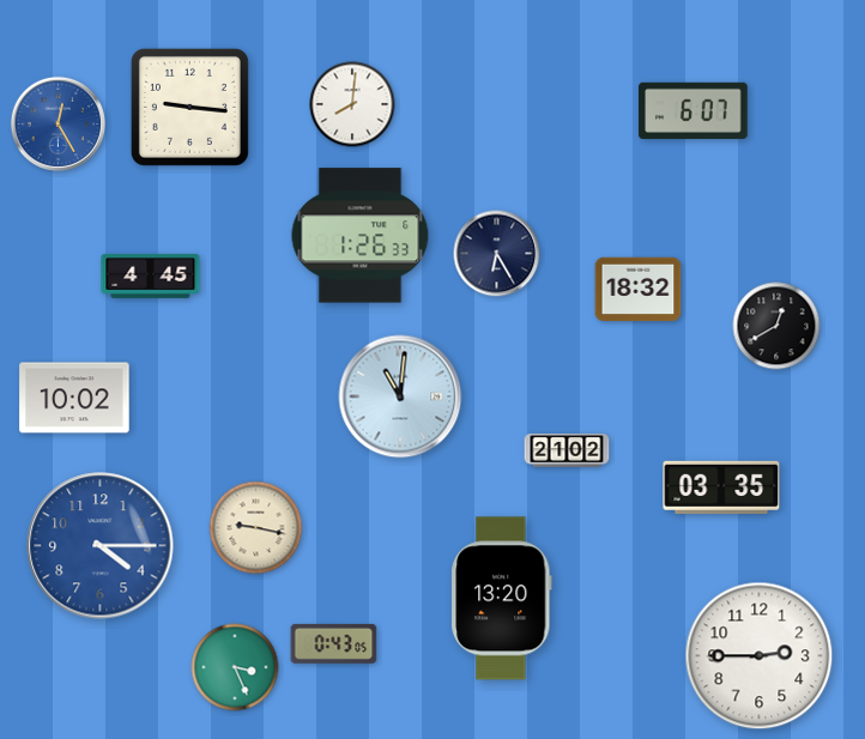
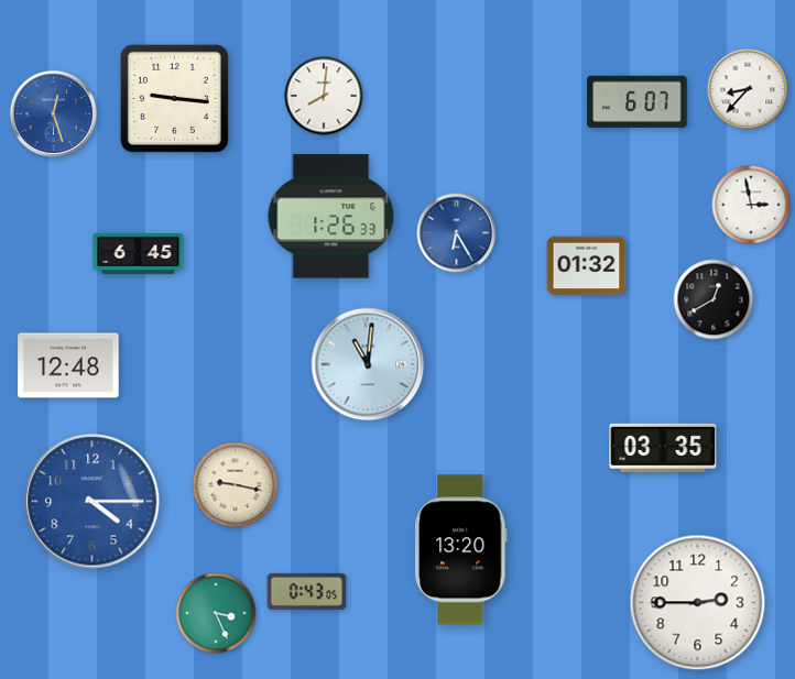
clock at (748, 89): none -> 8:37
clock at (58, 123): 12:25 -> 12:27
clock at (751, 205): none -> 2:58
clock at (497, 254) dial: navy -> blue
clock at (151, 275): 4:45 -> 6:45
clock at (639, 290): 18:32 -> 01:32
clock at (74, 398): 10:02 -> 12:48
clock at (567, 450): 21:02 -> none
